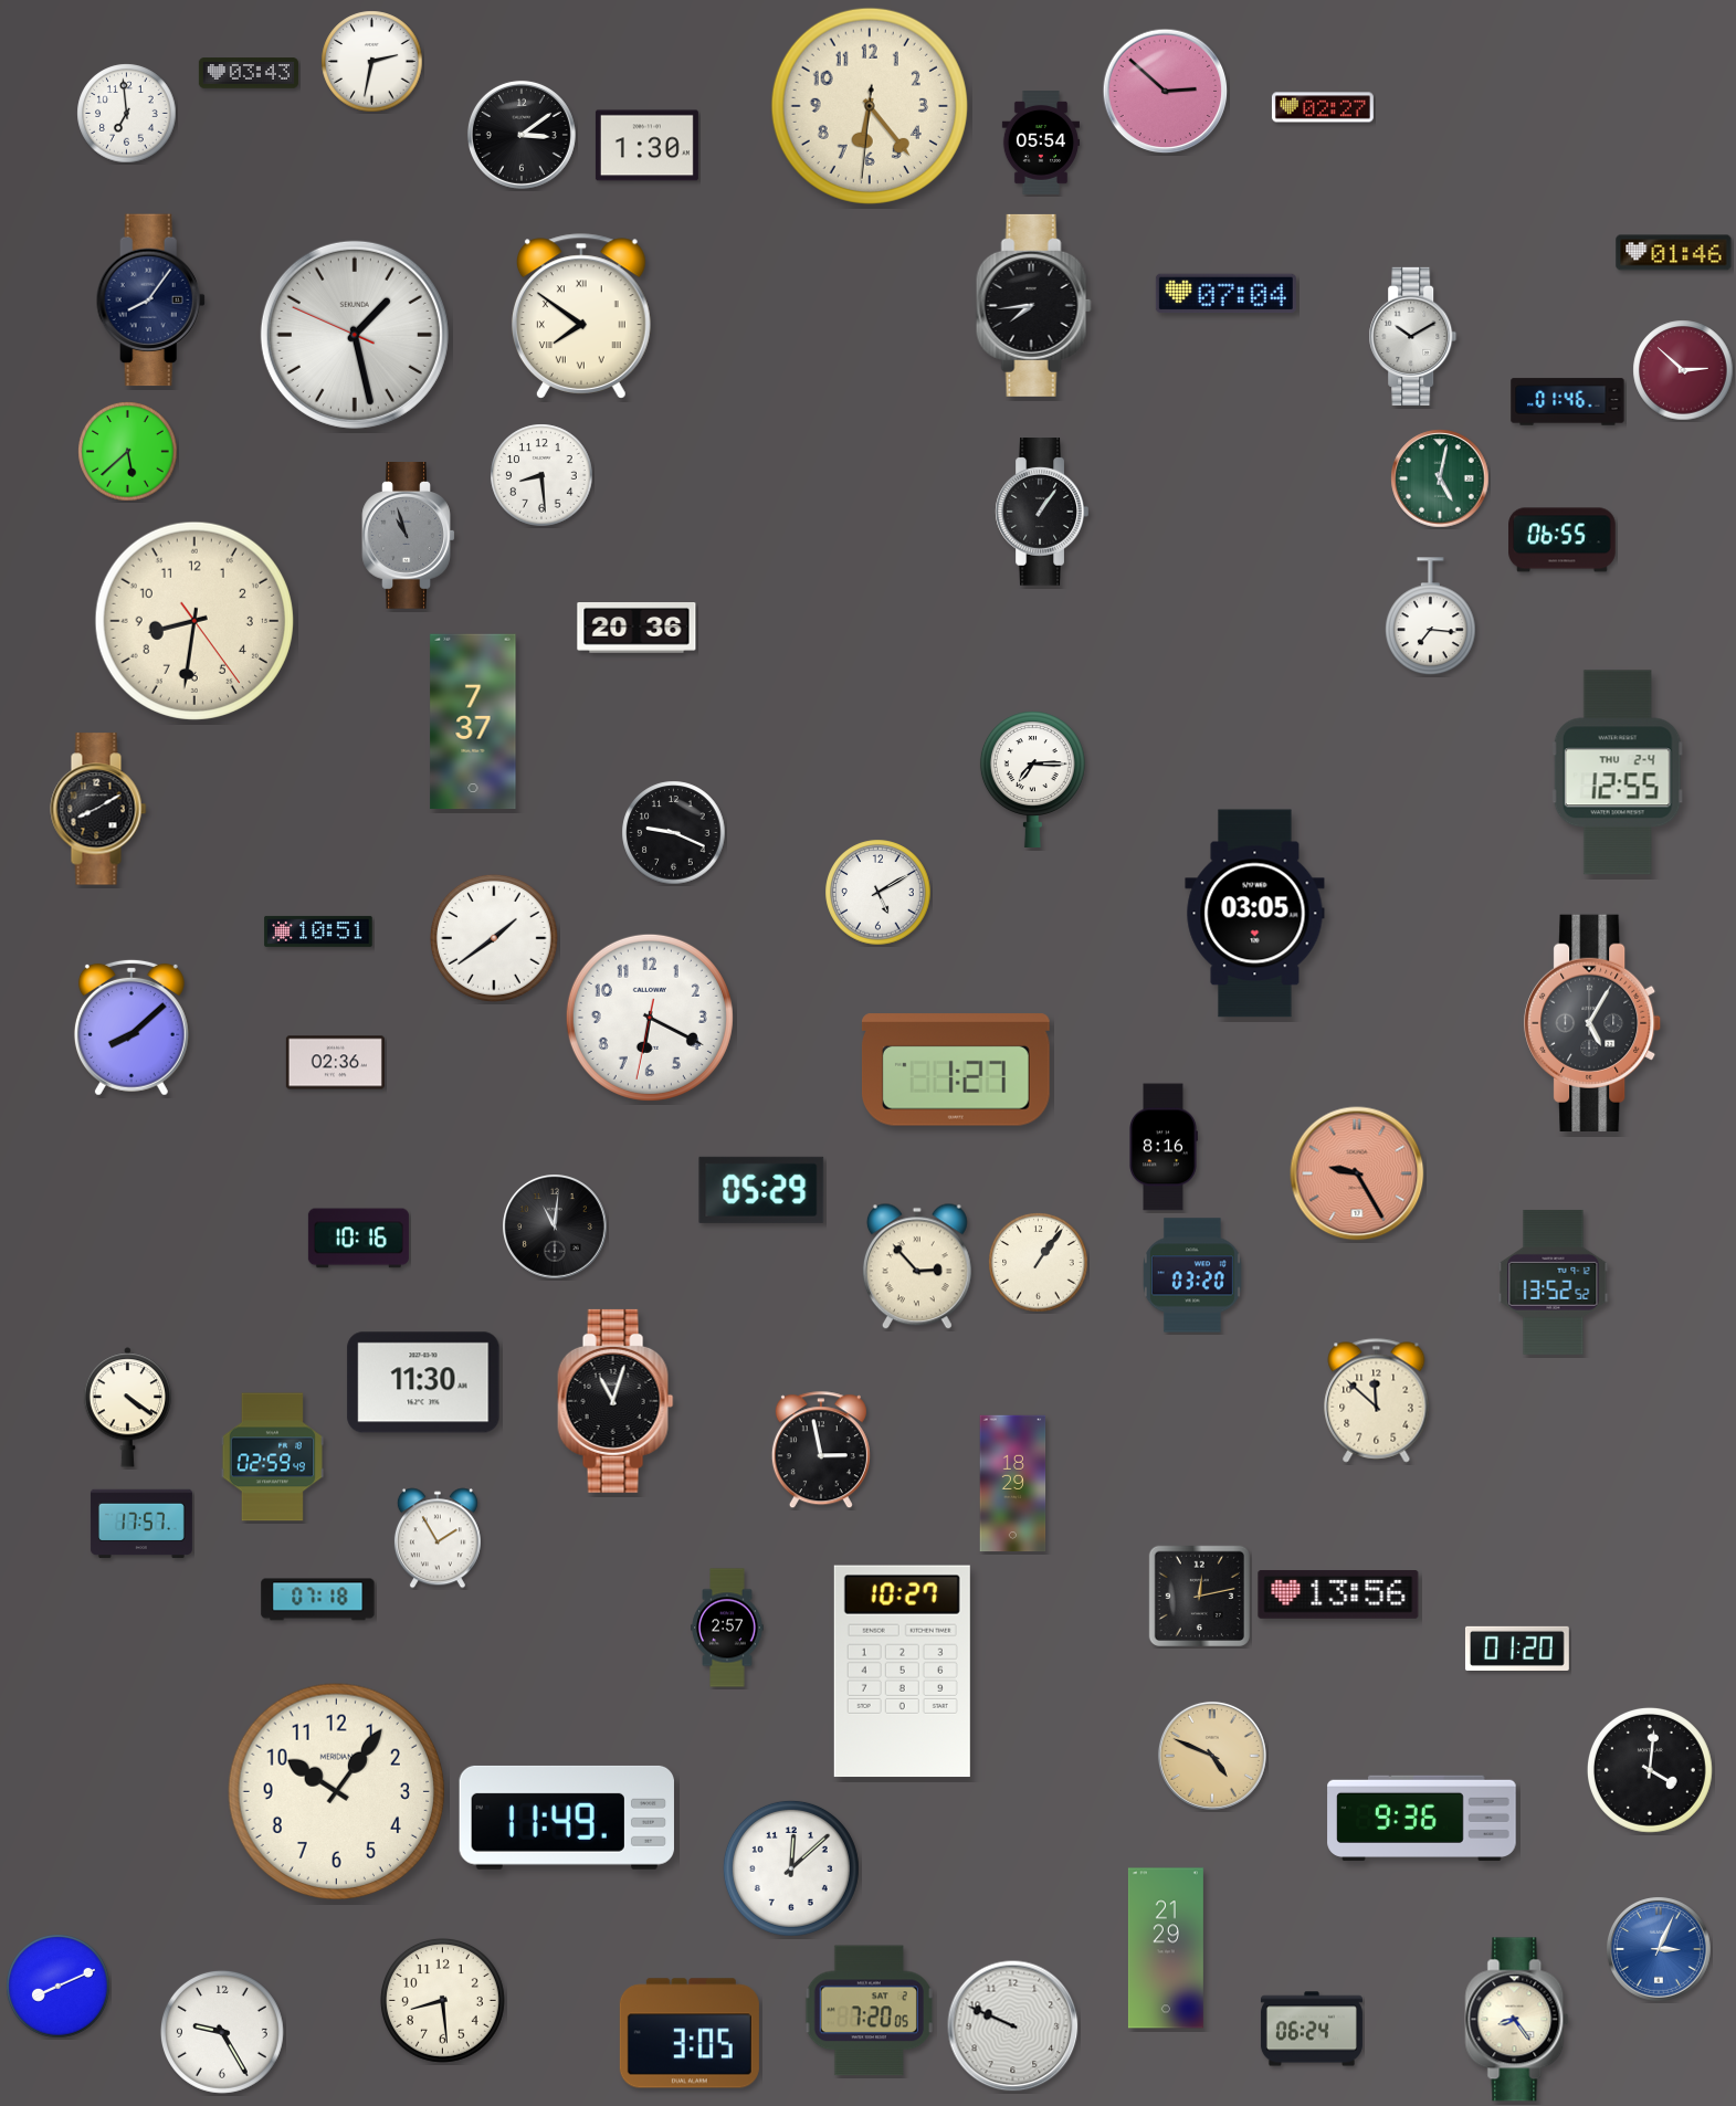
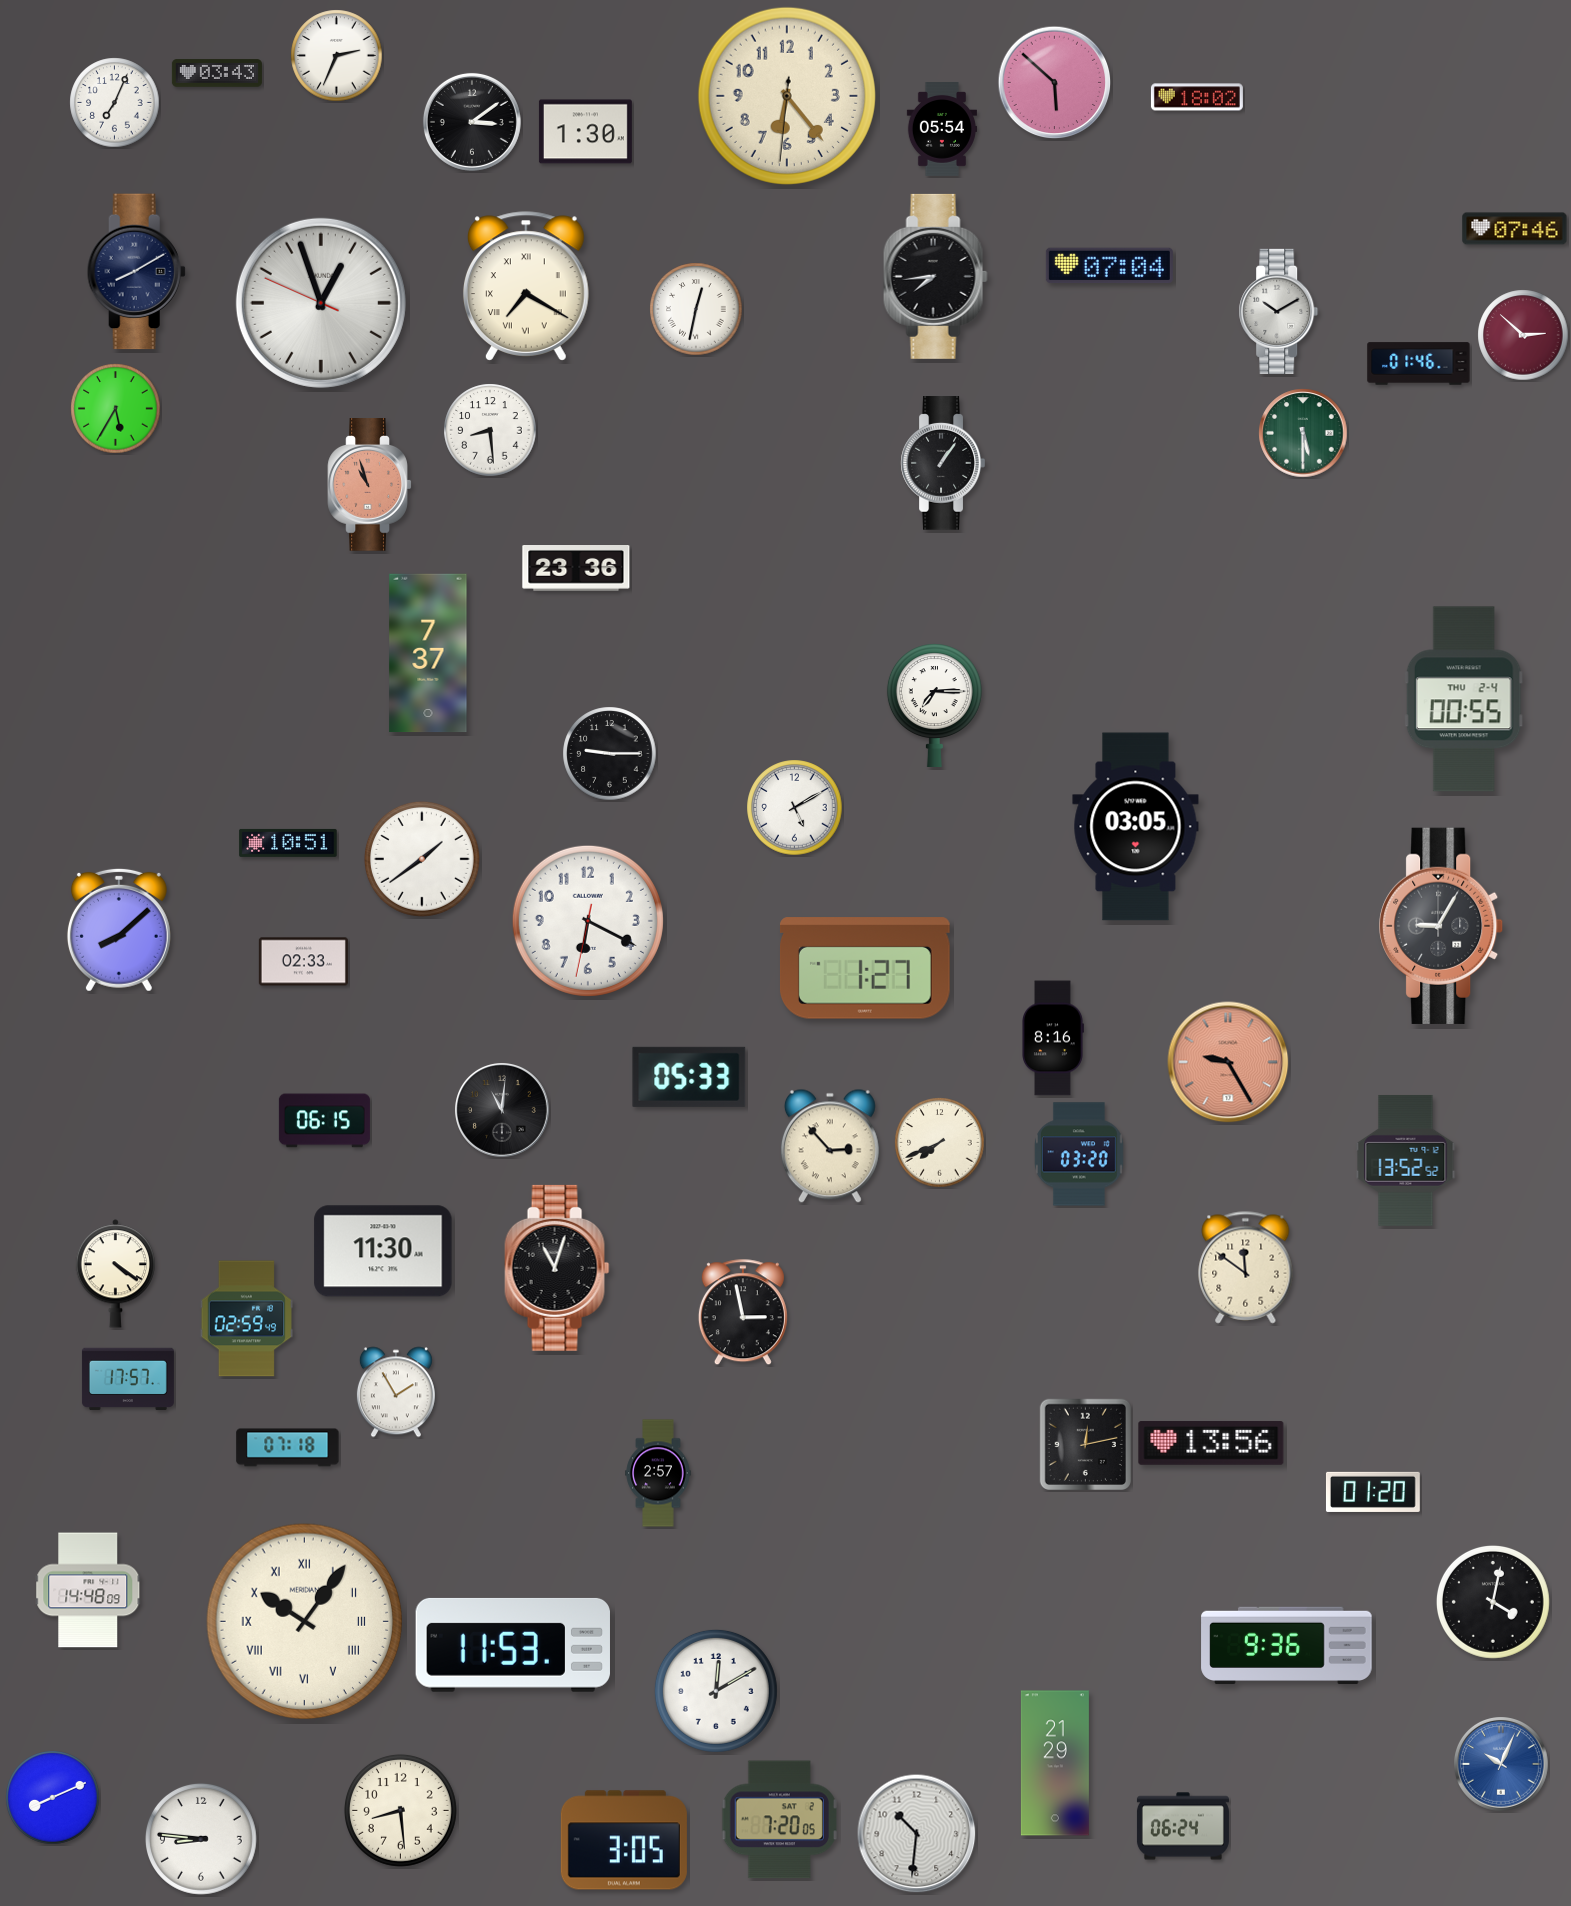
clock at (372, 62): 2:32 -> 2:34
clock at (249, 73) position: (249, 73) -> (217, 73)
clock at (1166, 92): 2:52 -> 5:52
clock at (1323, 107): 02:27 -> 18:02
clock at (127, 114): 6:59 -> 7:04
clock at (1674, 253): 01:46 -> 07:46
clock at (150, 301): 8:06 -> 8:10
clock at (581, 316): 7:51 -> 7:20
clock at (355, 335): 1:27 -> 12:56
clock at (1413, 336) position: (1413, 336) -> (1279, 311)
clock at (696, 309): none -> 12:32
clock at (128, 452): 5:38 -> 5:35
clock at (1440, 478): 5:02 -> 5:30
clock at (409, 536) dial: grey -> salmon
clock at (1563, 540): 06:55 -> none
clock at (1430, 617): 7:16 -> none
clock at (194, 621): 8:31 -> none
clock at (636, 629): 20:36 -> 23:36
clock at (1618, 772): 12:55 -> 00:55
clock at (98, 809): 8:10 -> none
clock at (674, 833): 9:19 -> 9:15
clock at (494, 938) position: (494, 938) -> (422, 859)
clock at (1593, 1023): 5:05 -> 9:05
clock at (335, 1063): 02:36 -> 02:33
clock at (761, 1190): 05:29 -> 05:33
clock at (358, 1239): 10:16 -> 06:15
clock at (1039, 1263): 1:06 -> 7:41
clock at (1377, 1401): 11:52 -> 11:51
clock at (1013, 1484): 18:29 -> none
clock at (902, 1672): 10:27 -> none
clock at (1212, 1756): 4:49 -> none
clock at (88, 1590): none -> 14:48
clock at (1650, 1770): 4:01 -> 4:02
clock at (336, 1791) numerals: Arabic -> Roman
clock at (567, 1818): 11:49 -> 11:53
clock at (791, 1868): 12:08 -> 12:10
clock at (1660, 1950): 3:04 -> 10:04
clock at (869, 2011) position: (869, 2011) -> (779, 1820)
clock at (1517, 2020): 8:24 -> none
clock at (1013, 2026): 9:49 -> 10:31
clock at (1312, 2029) position: (1312, 2029) -> (1183, 1826)
clock at (222, 2032): 9:25 -> 8:46
